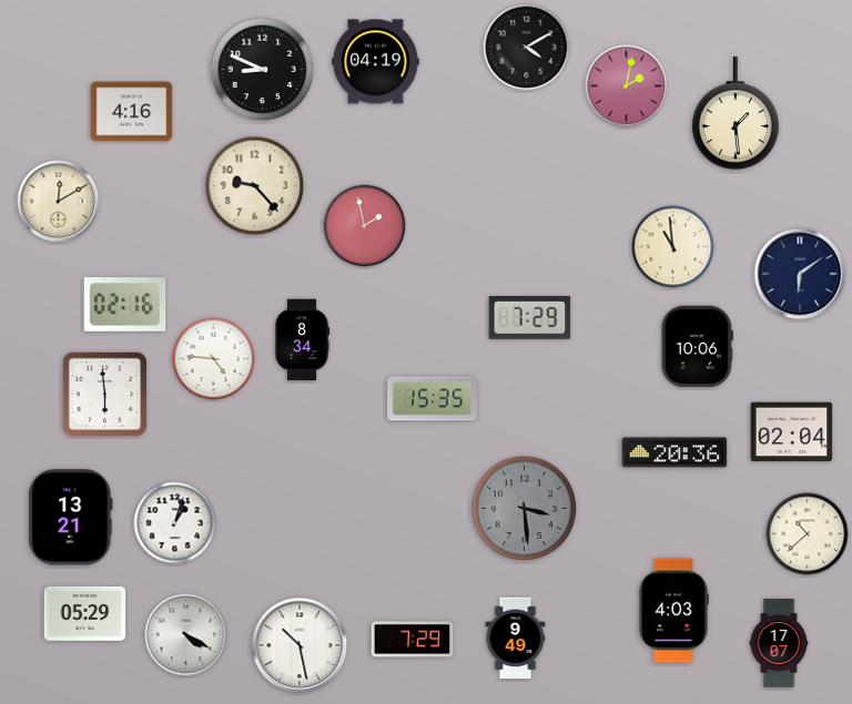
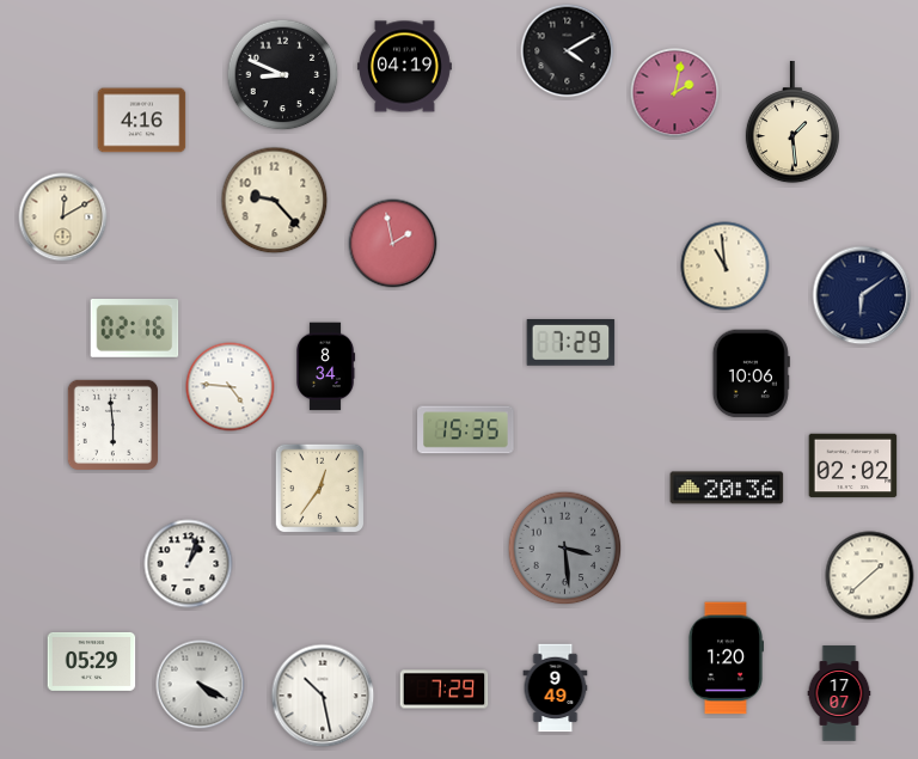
clock at (792, 432): 02:04 -> 02:02
clock at (320, 489): none -> 12:36
clock at (71, 518): 13:21 -> none
clock at (808, 534): 10:38 -> 1:38
clock at (672, 611): 4:03 -> 1:20
